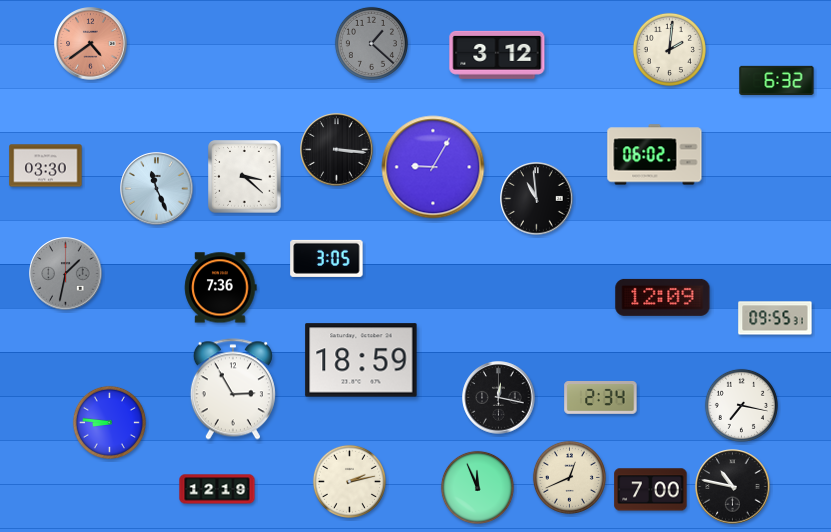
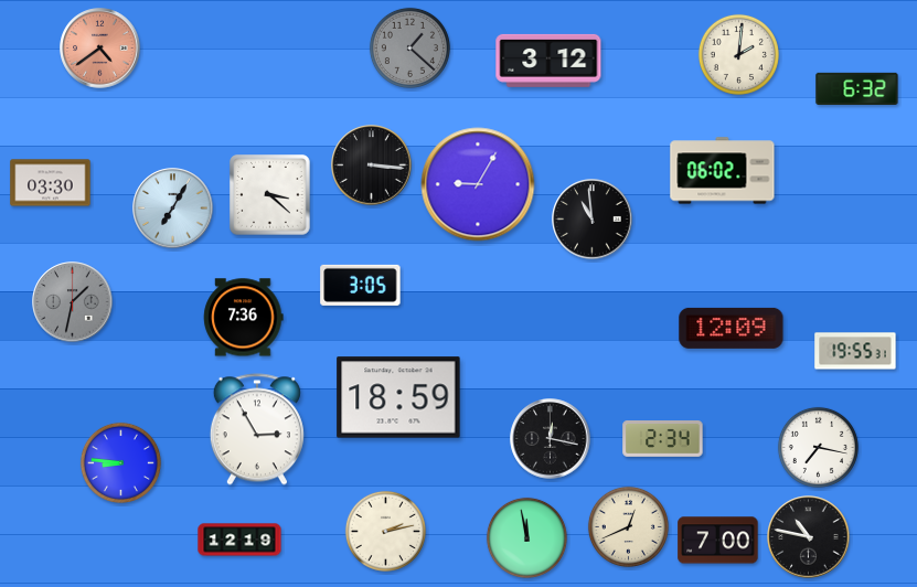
clock at (157, 189): 11:26 -> 7:05
clock at (775, 318): 09:55 -> 19:55
clock at (109, 422) position: (109, 422) -> (120, 462)
clock at (477, 487): 11:56 -> 11:58
